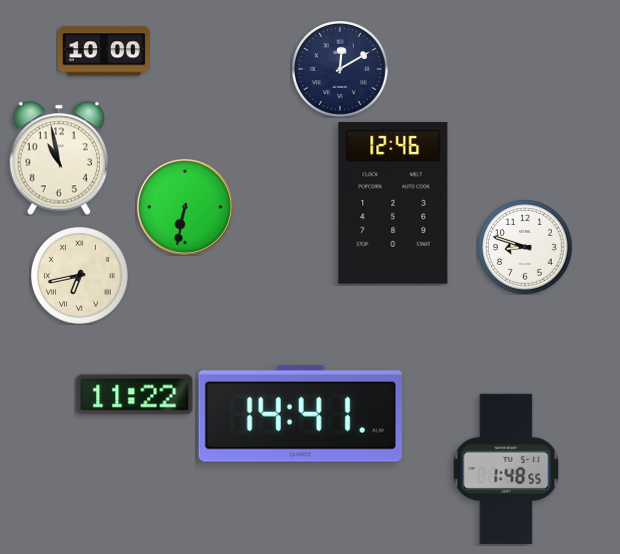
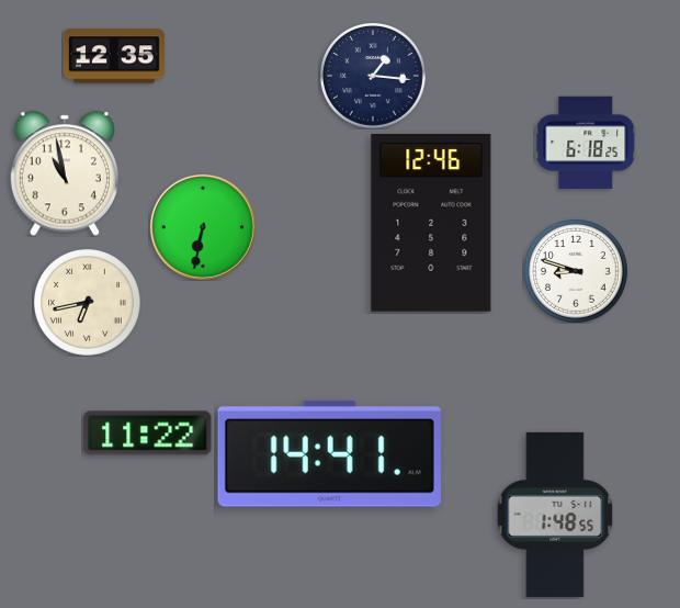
clock at (104, 51): 10:00 -> 12:35
clock at (340, 69): 12:10 -> 1:16
clock at (586, 143): none -> 6:18
